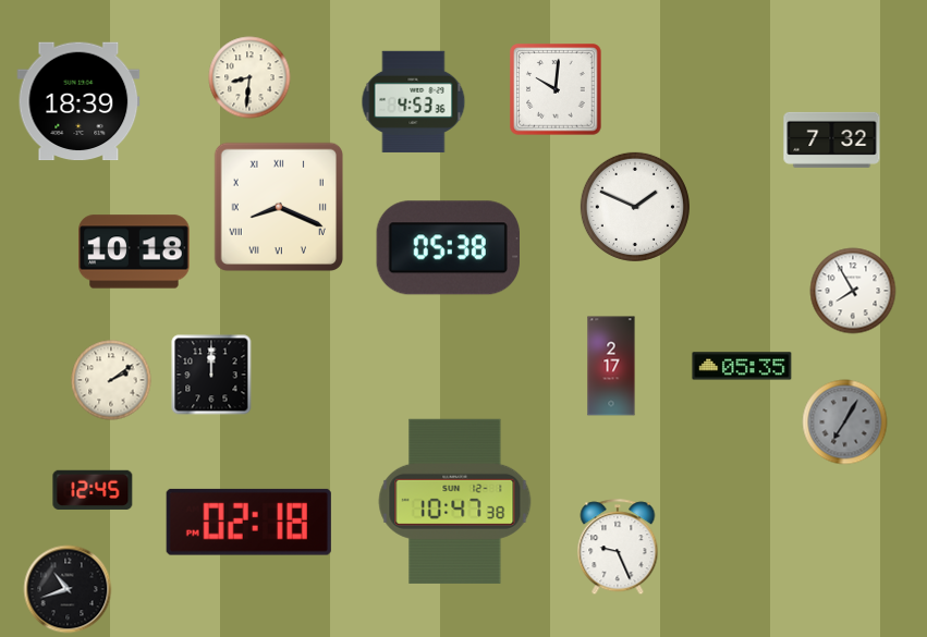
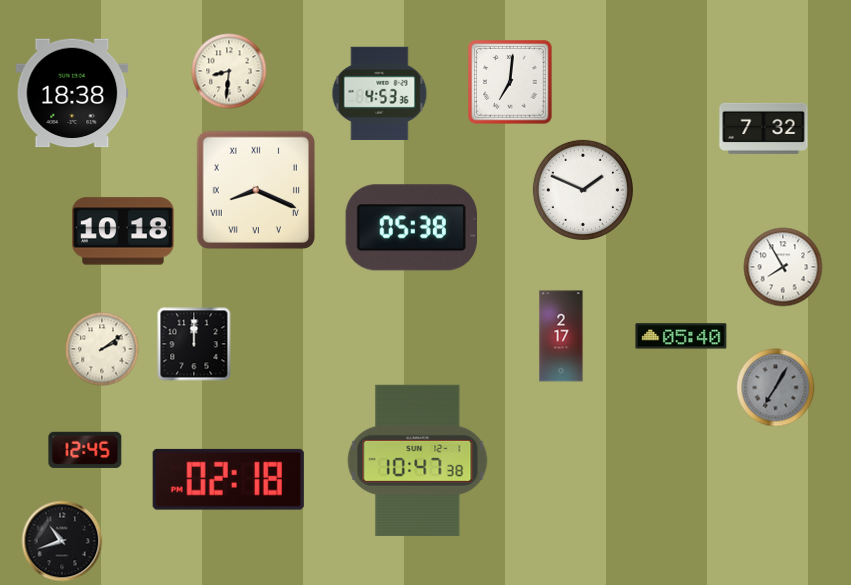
clock at (556, 89): 10:01 -> 7:01
clock at (78, 101): 18:39 -> 18:38
clock at (742, 366): 05:35 -> 05:40
clock at (618, 548): 9:26 -> none
